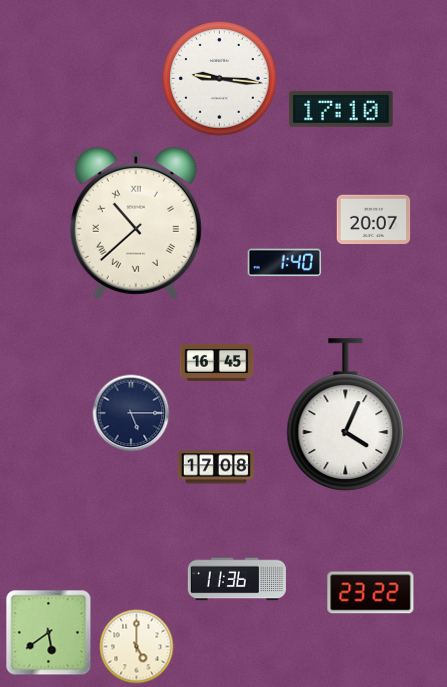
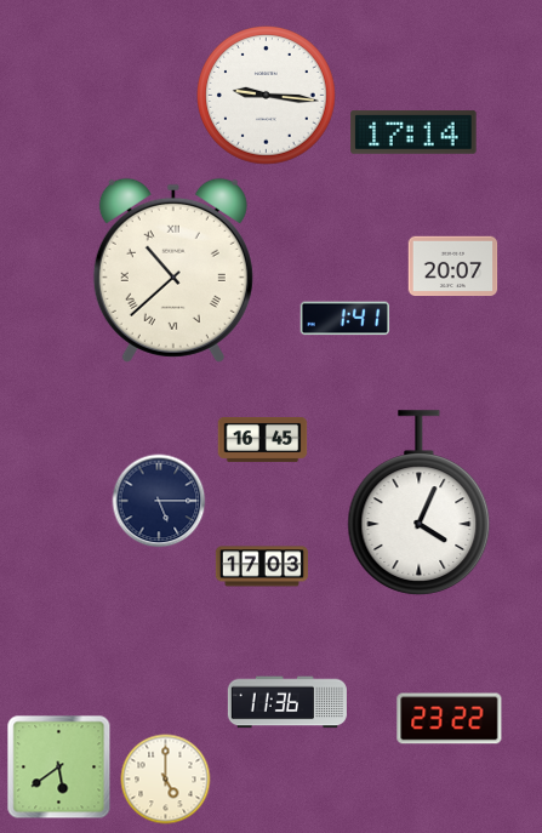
clock at (341, 110): 17:10 -> 17:14
clock at (136, 223) position: (136, 223) -> (173, 270)
clock at (285, 263): 1:40 -> 1:41
clock at (216, 467): 17:08 -> 17:03
clock at (137, 647) position: (137, 647) -> (166, 780)
